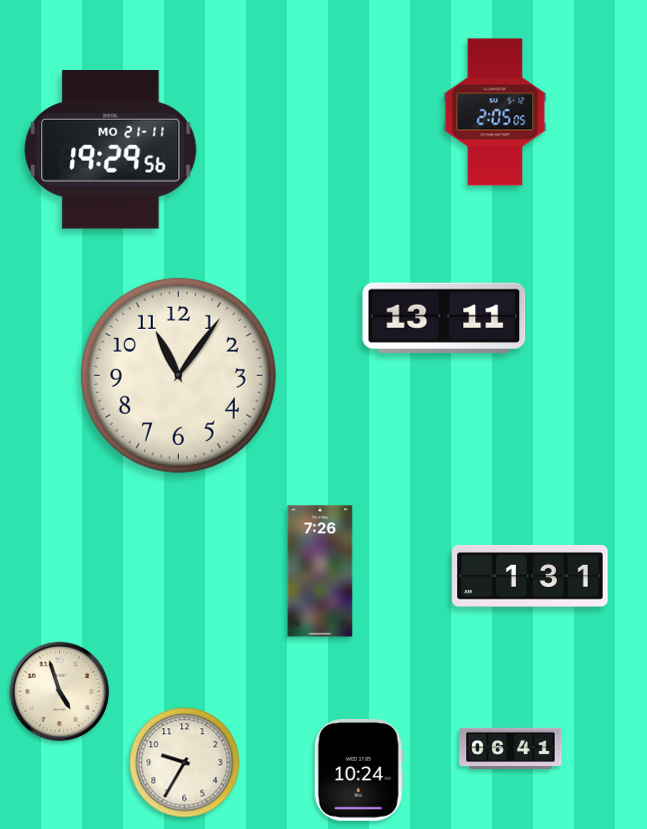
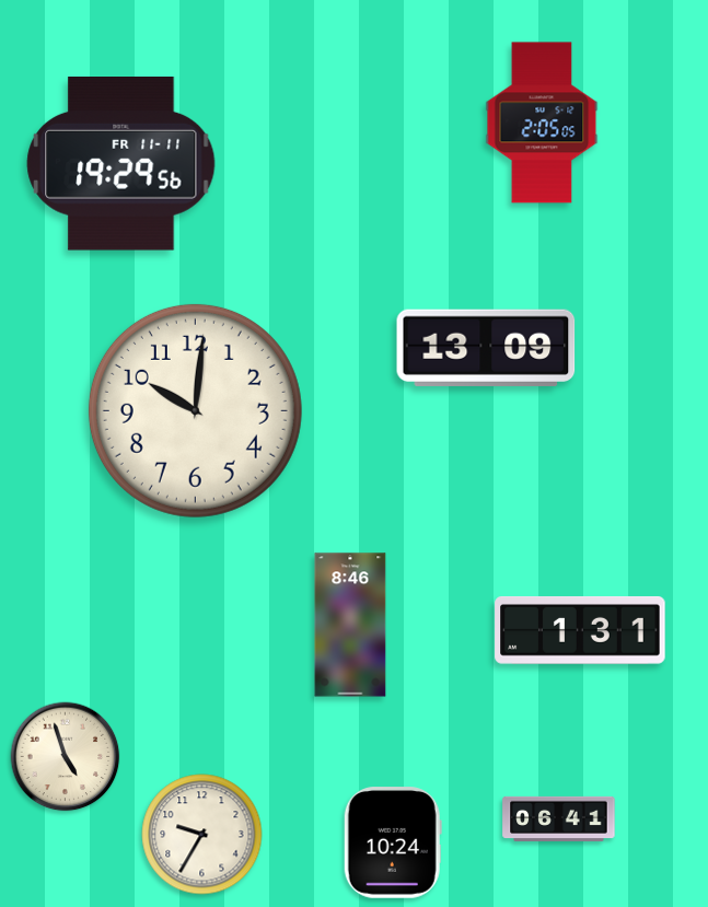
clock at (111, 150) date: MO 21-11 -> FR 11-11
clock at (444, 318): 13:11 -> 13:09
clock at (178, 375): 11:06 -> 10:01
clock at (320, 571): 7:26 -> 8:46
